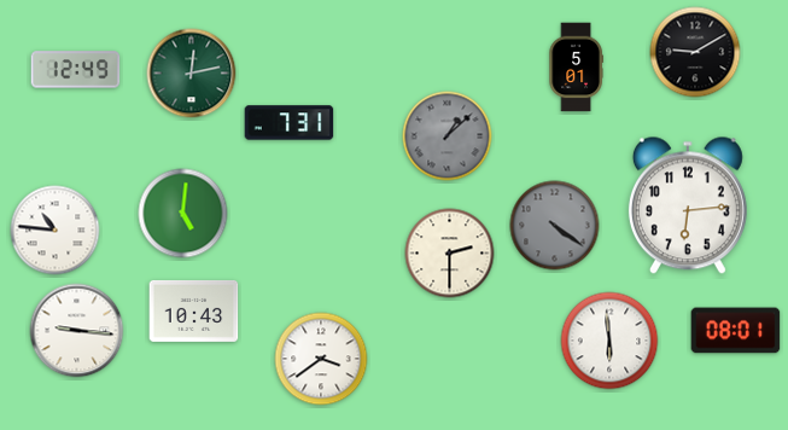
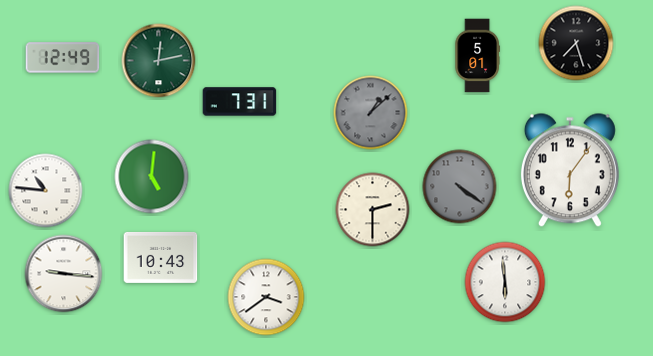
clock at (695, 52): 9:10 -> 7:27
clock at (688, 205): 6:14 -> 6:06
clock at (736, 331): 08:01 -> none
